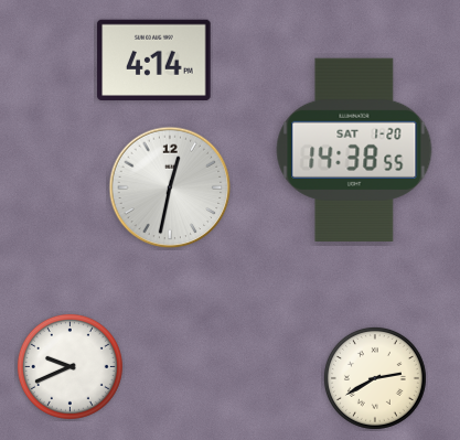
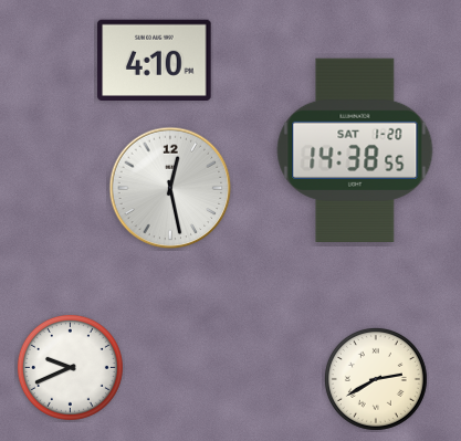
clock at (154, 60): 4:14 -> 4:10
clock at (170, 187): 12:32 -> 12:28
